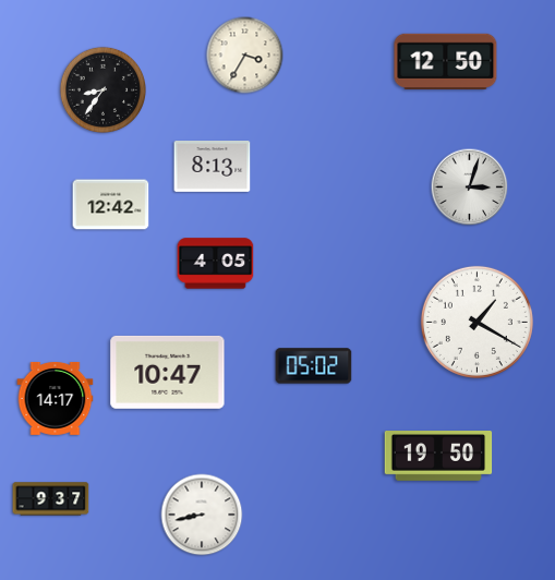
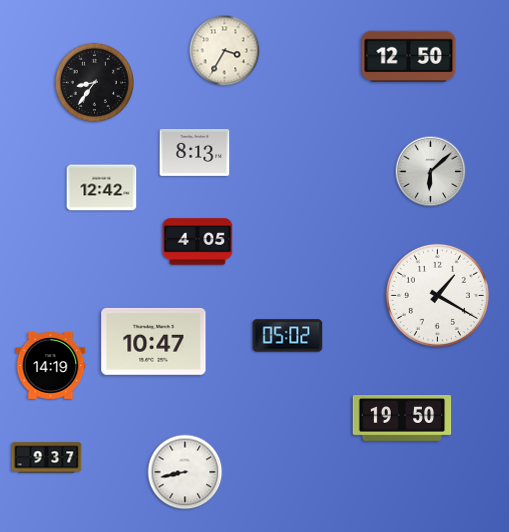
clock at (470, 188): 3:03 -> 6:08
clock at (56, 398): 14:17 -> 14:19
